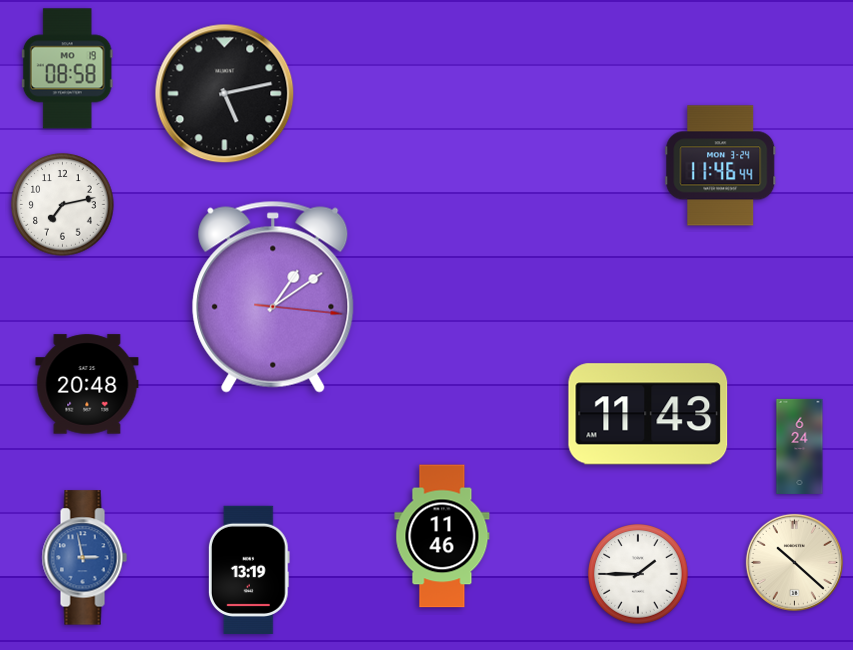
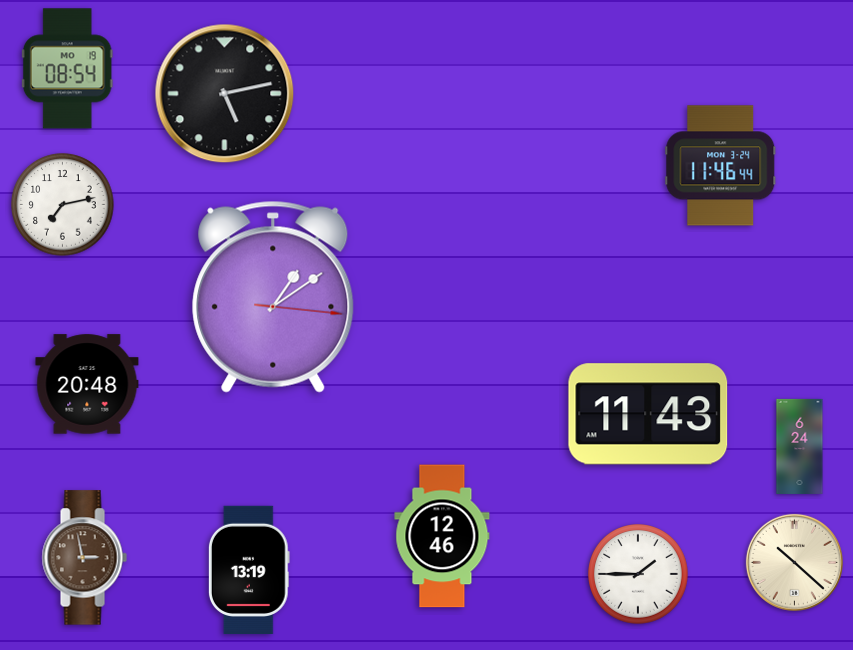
clock at (67, 69): 08:58 -> 08:54
clock at (442, 536): 11:46 -> 12:46
clock at (84, 558) dial: blue -> brown
